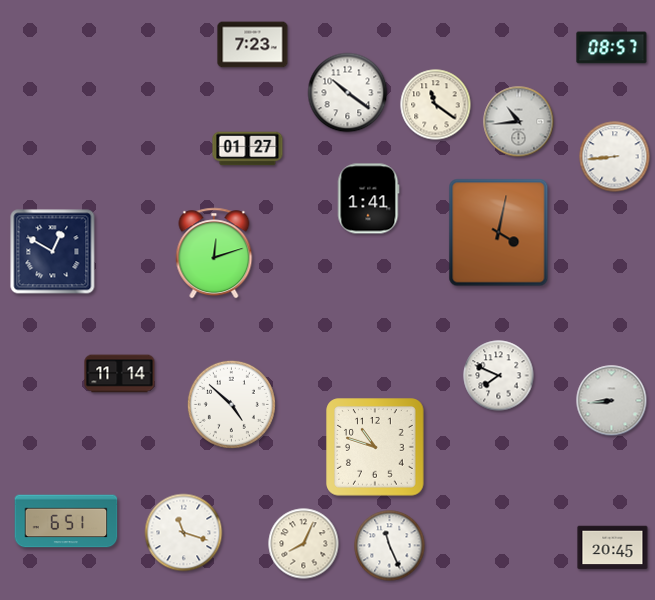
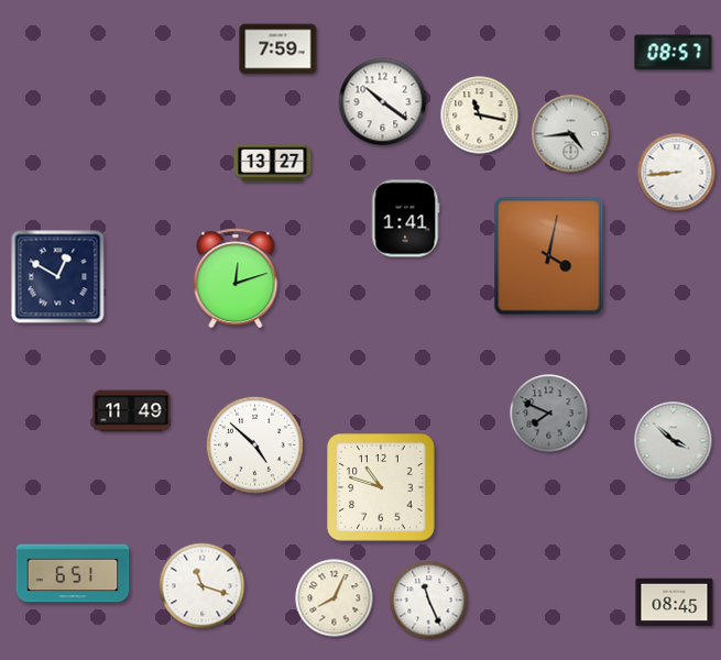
clock at (253, 45): 7:23 -> 7:59
clock at (436, 105): 11:21 -> 11:17
clock at (519, 122): 10:44 -> 4:44
clock at (248, 149): 01:27 -> 13:27
clock at (120, 374): 11:14 -> 11:49
clock at (499, 376) dial: white -> grey
clock at (612, 401): 8:44 -> 3:52
clock at (375, 447) position: (375, 447) -> (381, 487)
clock at (613, 548): 20:45 -> 08:45
